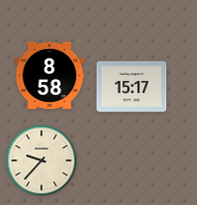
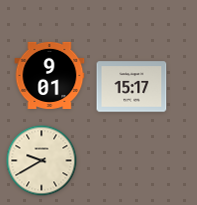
clock at (50, 75): 8:58 -> 9:01
clock at (42, 161): 9:37 -> 9:40
